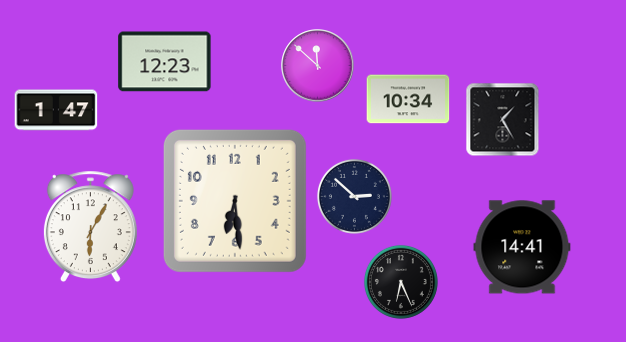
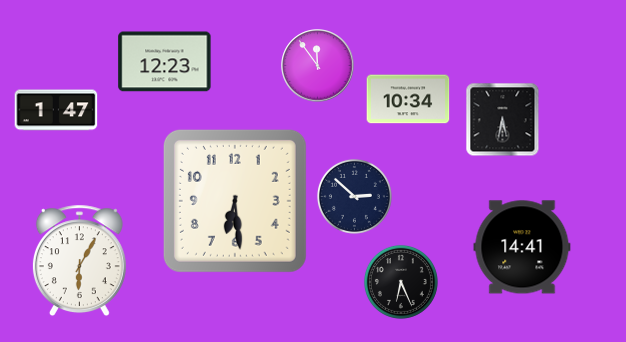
clock at (318, 66): 11:52 -> 11:54
clock at (503, 120): 1:25 -> 5:32
clock at (90, 227) position: (90, 227) -> (79, 261)
